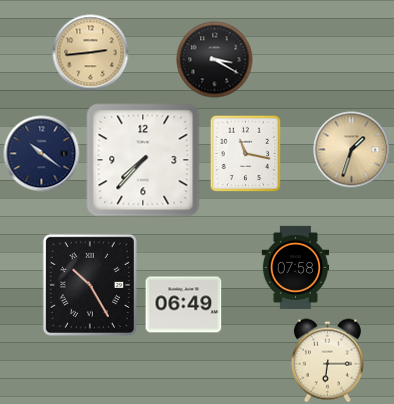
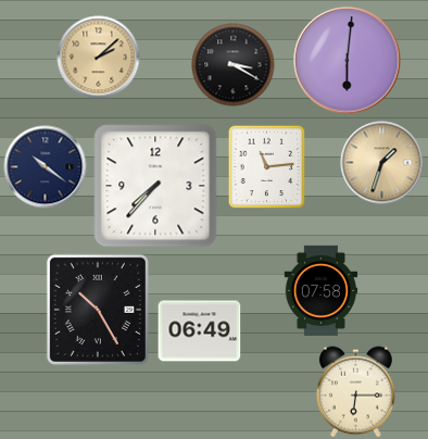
clock at (91, 53): 2:44 -> 2:08
clock at (348, 61): none -> 6:01
clock at (246, 153): 11:17 -> 11:14
clock at (143, 160) position: (143, 160) -> (155, 186)
